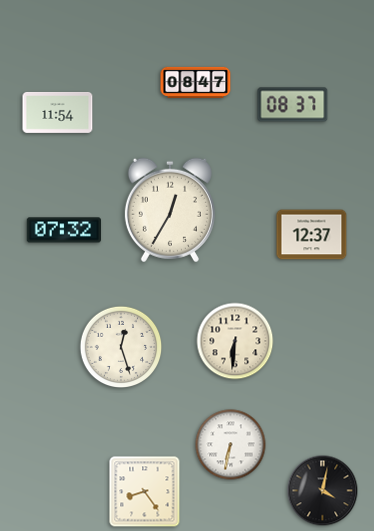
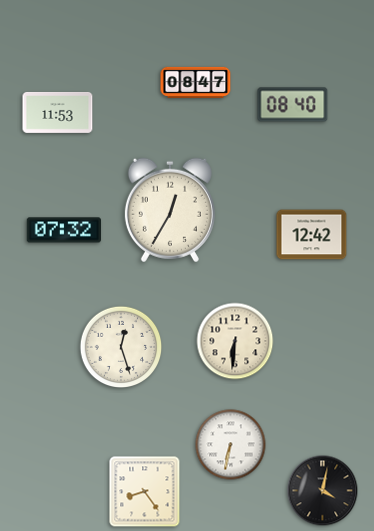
clock at (293, 105): 08:37 -> 08:40
clock at (58, 112): 11:54 -> 11:53
clock at (312, 235): 12:37 -> 12:42
